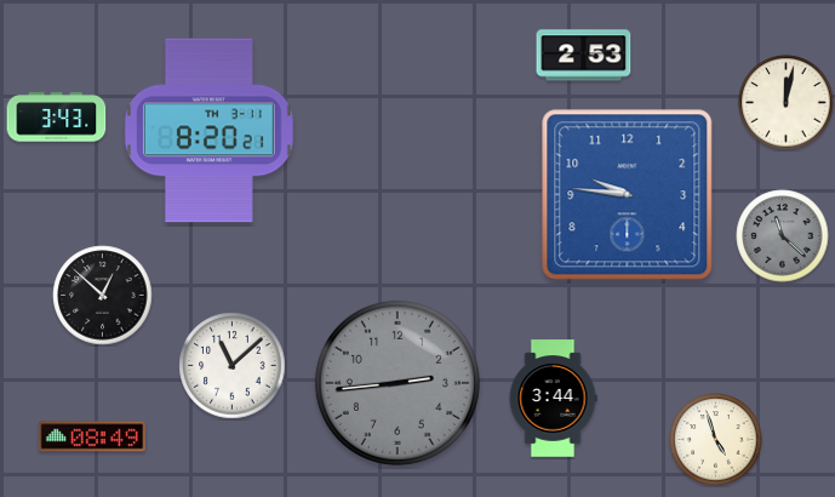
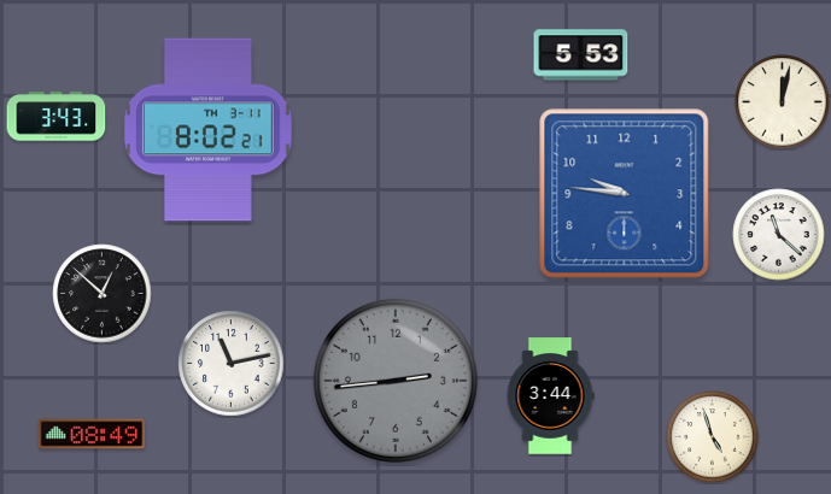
clock at (584, 56): 2:53 -> 5:53
clock at (208, 131): 8:20 -> 8:02
clock at (783, 236) dial: grey -> white
clock at (233, 366): 11:08 -> 11:13
